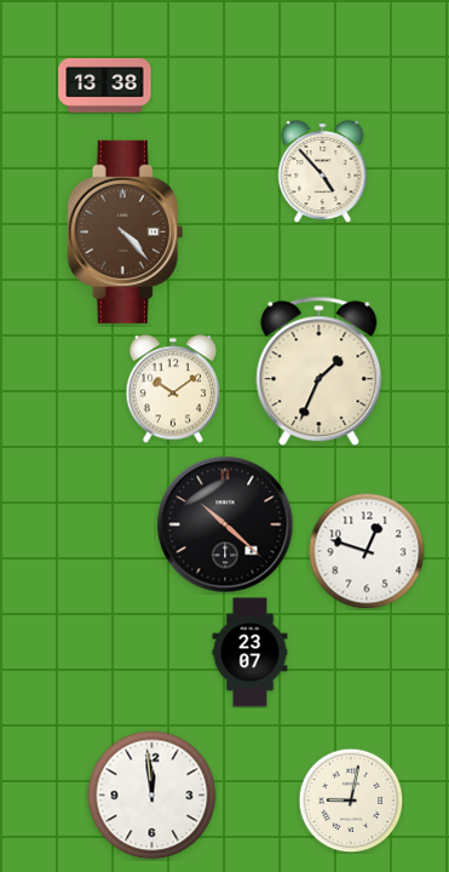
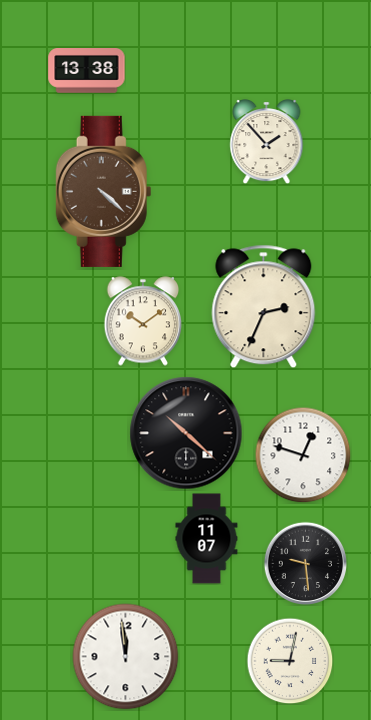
clock at (323, 172): 4:53 -> 1:53
clock at (126, 231): 4:23 -> 4:22
clock at (320, 372): 1:34 -> 2:34
clock at (251, 653): 23:07 -> 11:07
clock at (305, 563): none -> 9:29
